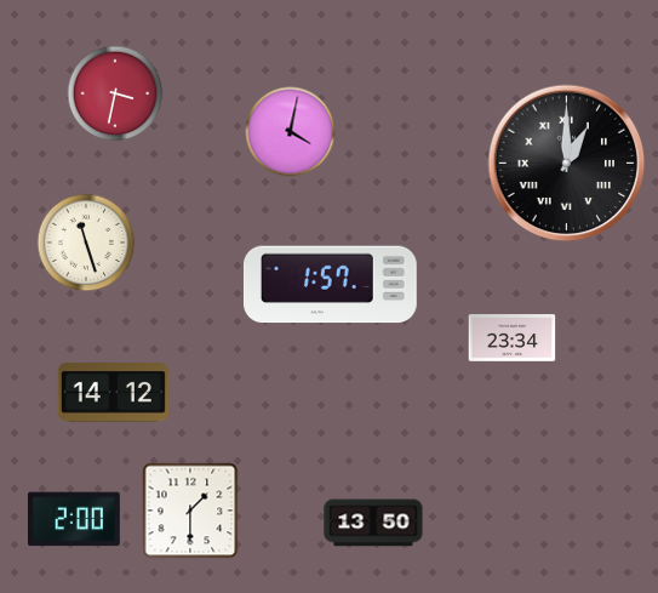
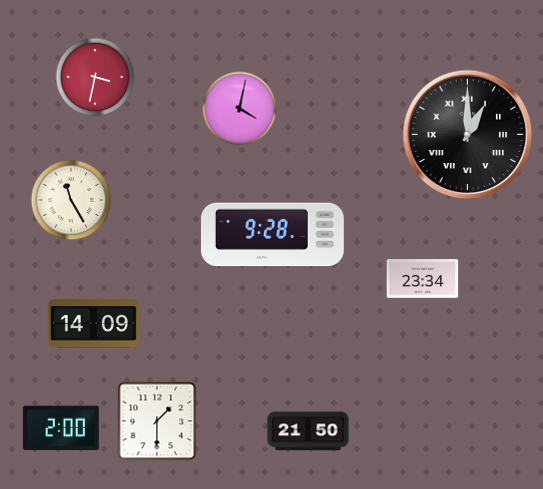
clock at (86, 243): 11:27 -> 11:25
clock at (330, 285): 1:57 -> 9:28
clock at (113, 393): 14:12 -> 14:09
clock at (373, 523): 13:50 -> 21:50
